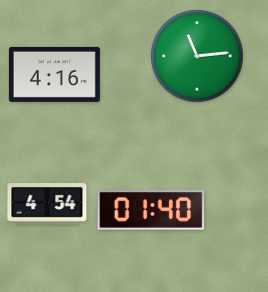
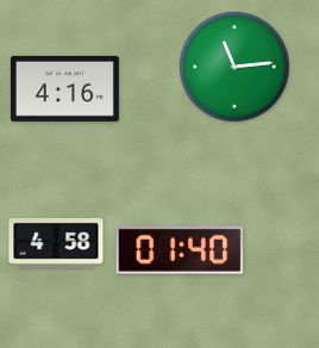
clock at (47, 205): 4:54 -> 4:58
